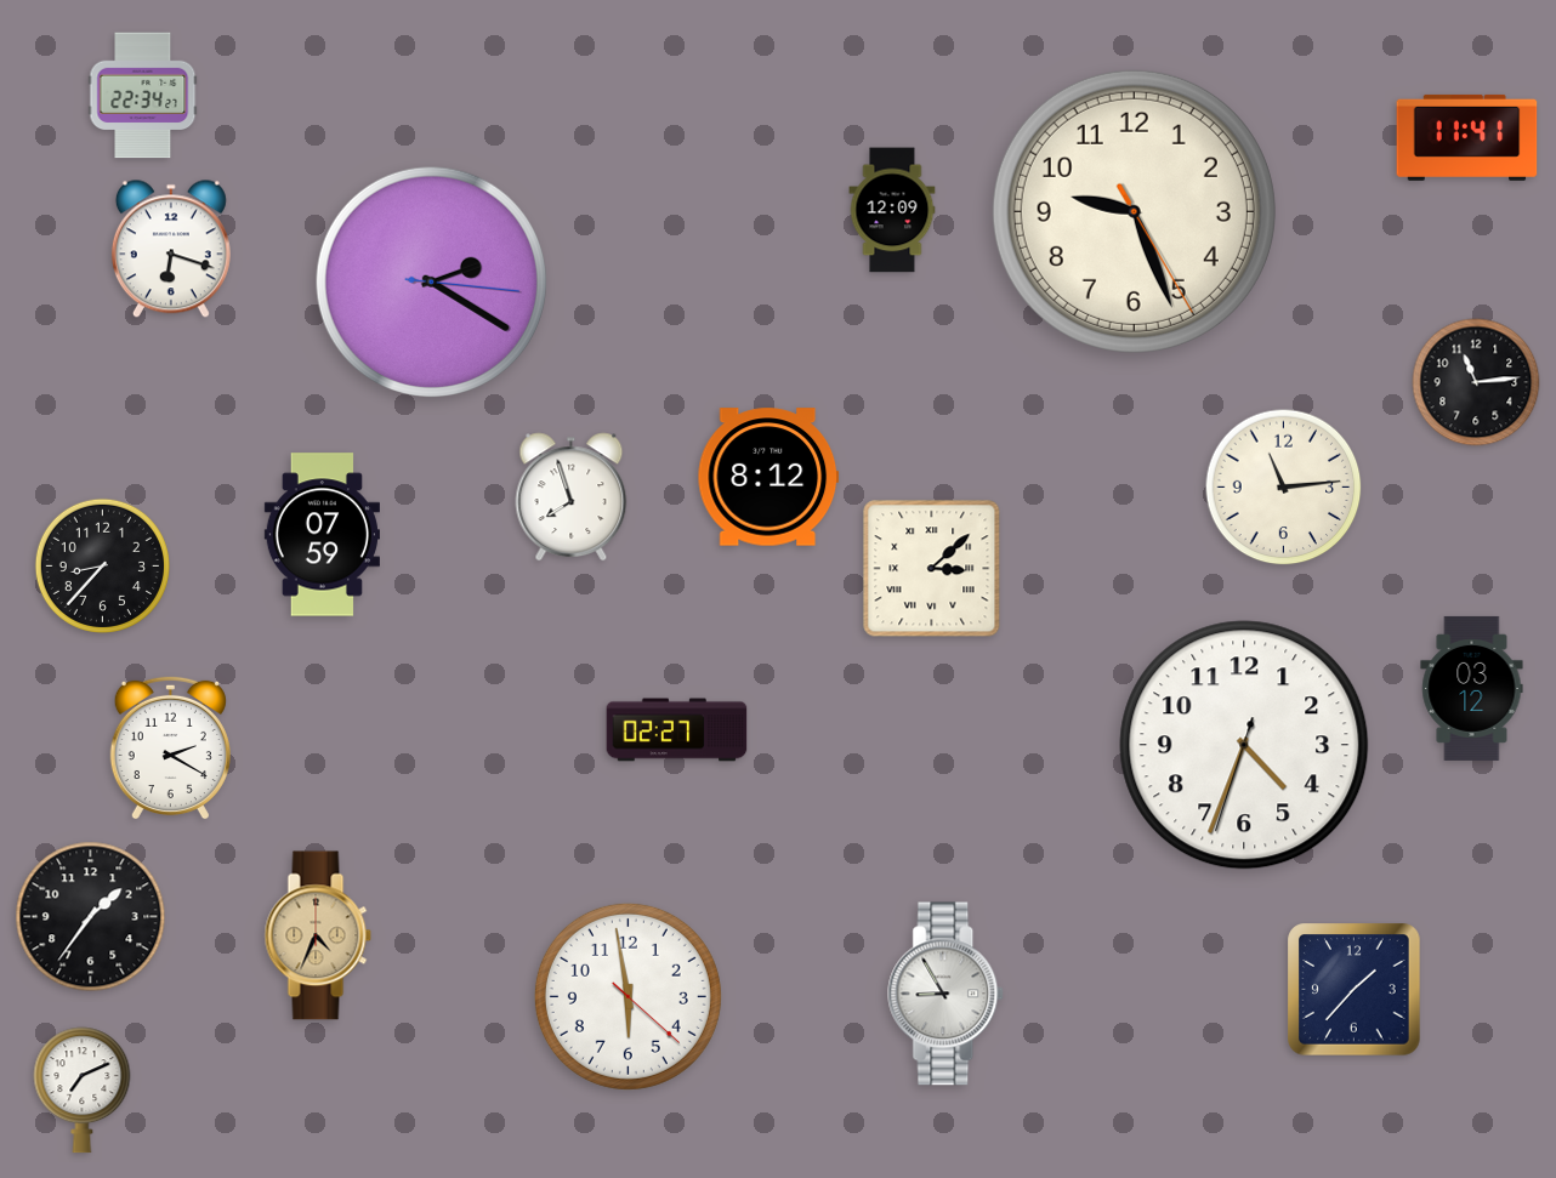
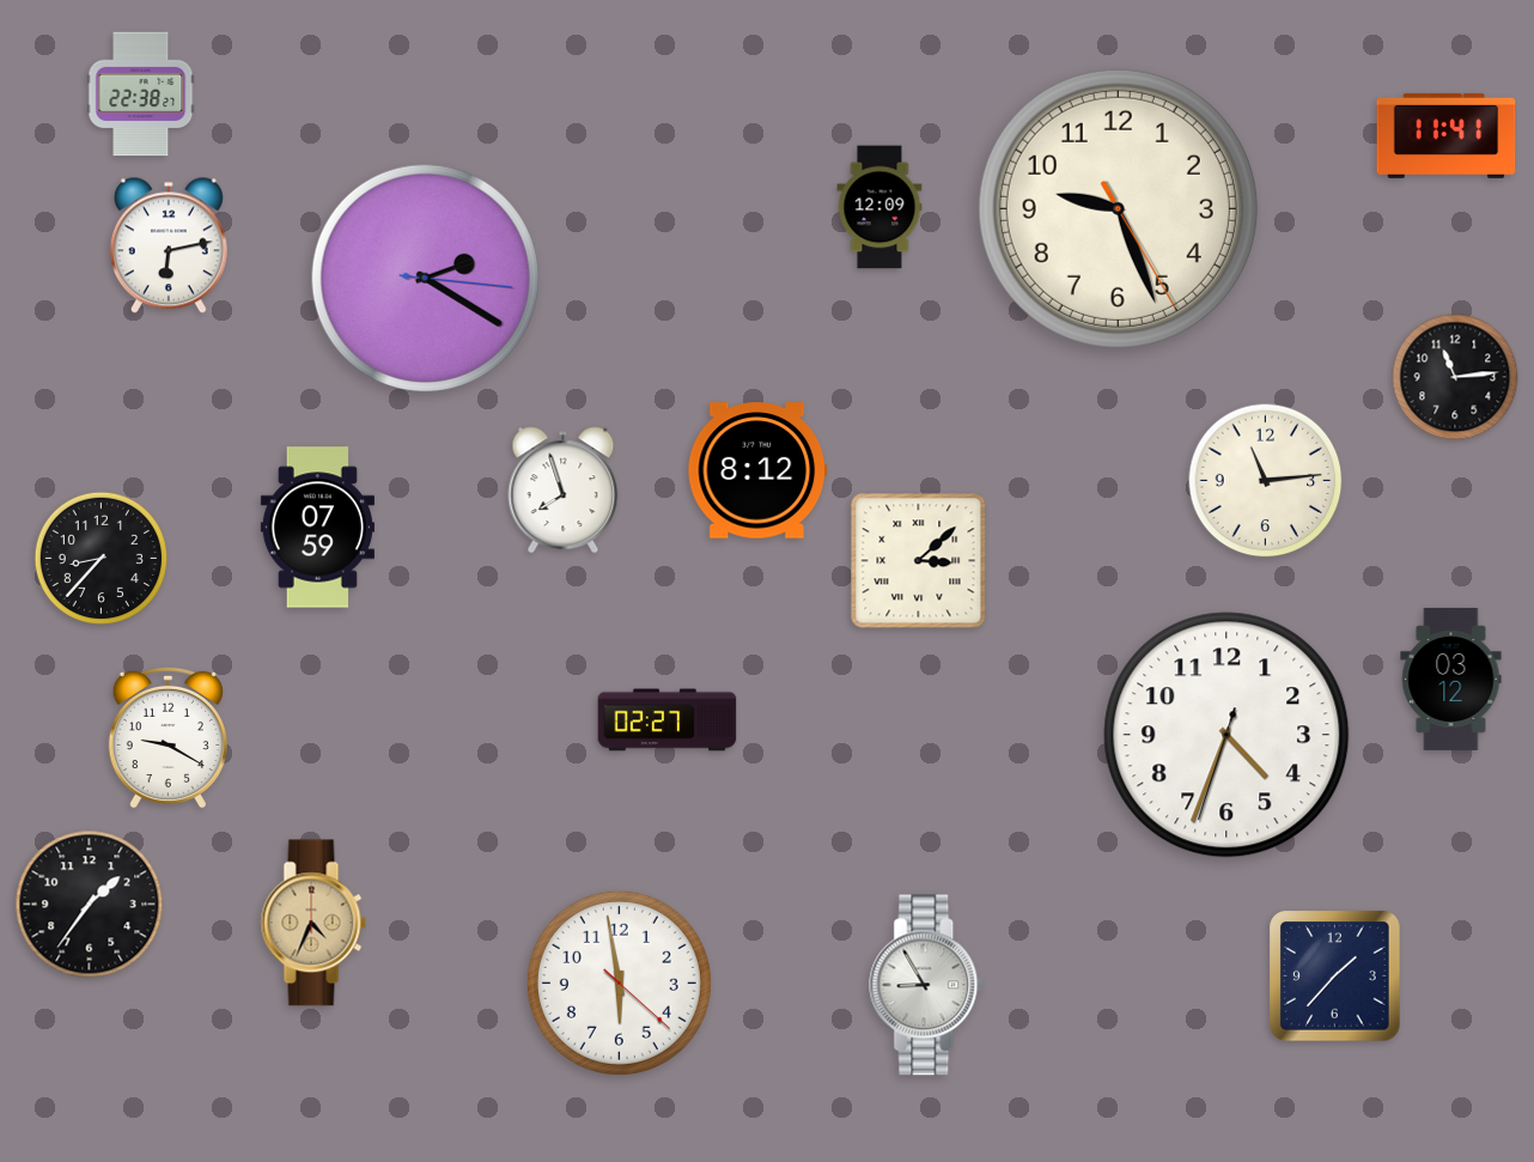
clock at (143, 96): 22:34 -> 22:38
clock at (171, 249): 6:18 -> 6:13
clock at (170, 747): 2:20 -> 9:20
clock at (947, 994) position: (947, 994) -> (927, 985)
clock at (83, 1091): 7:11 -> none
